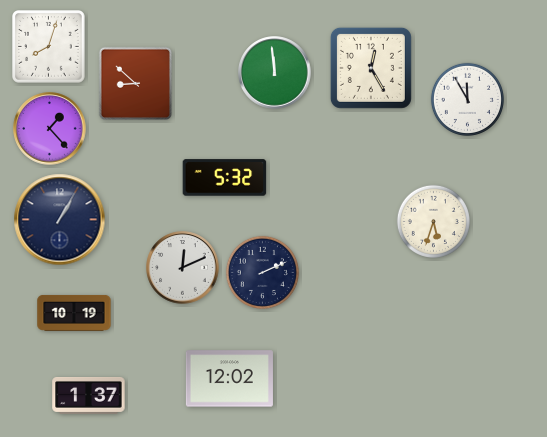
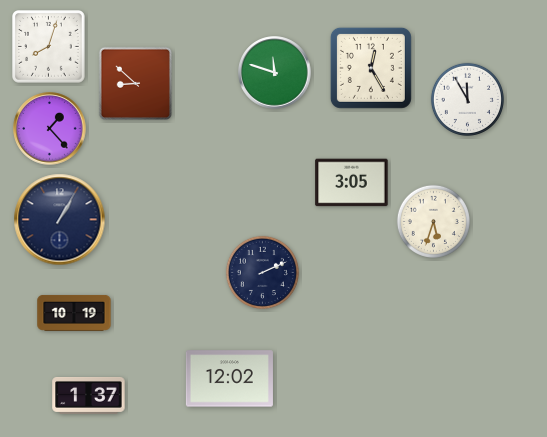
clock at (275, 73): 11:59 -> 11:48
clock at (225, 178): 5:32 -> none
clock at (352, 183): none -> 3:05
clock at (183, 268): 12:11 -> none
